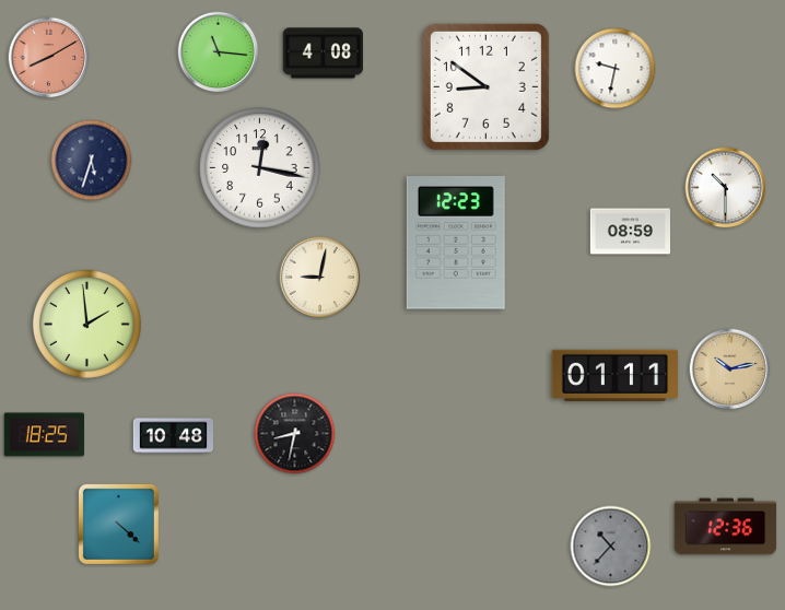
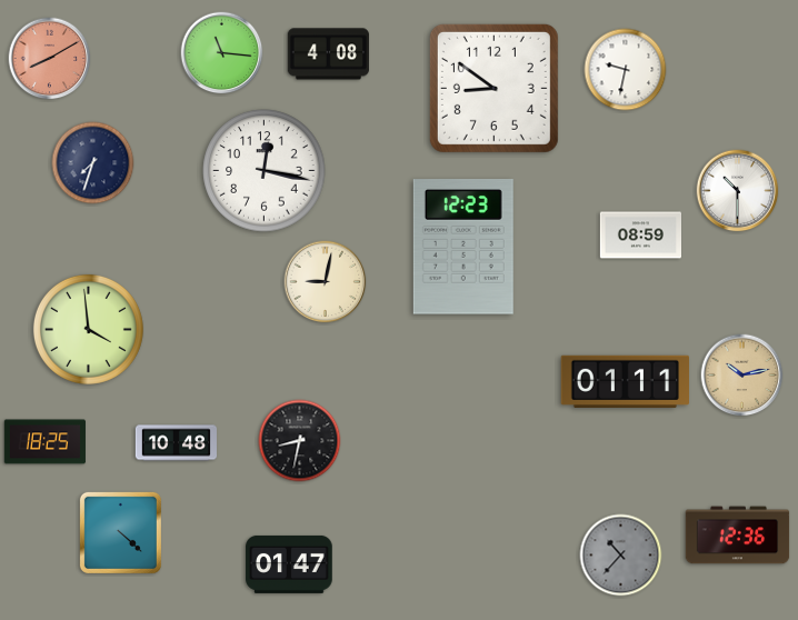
clock at (92, 161): 5:33 -> 7:33
clock at (86, 324): 1:59 -> 3:59
clock at (289, 564): none -> 01:47
